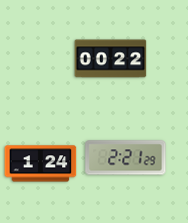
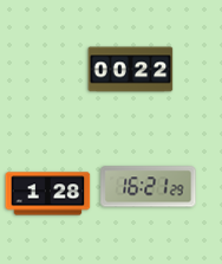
clock at (126, 158): 2:21 -> 16:21
clock at (41, 164): 1:24 -> 1:28
